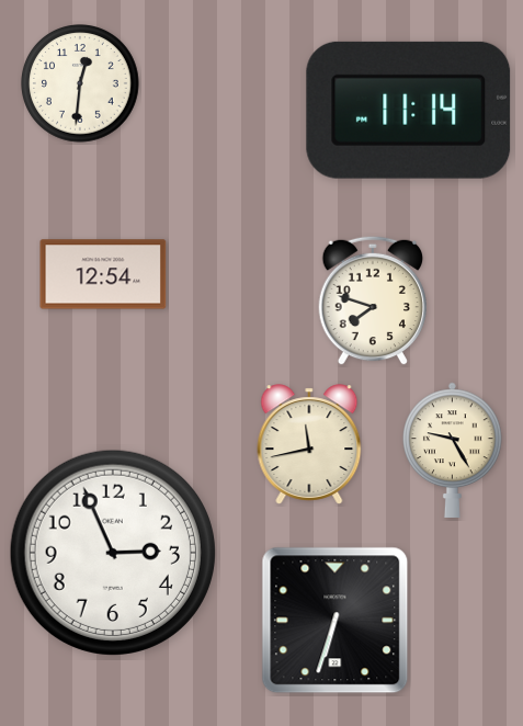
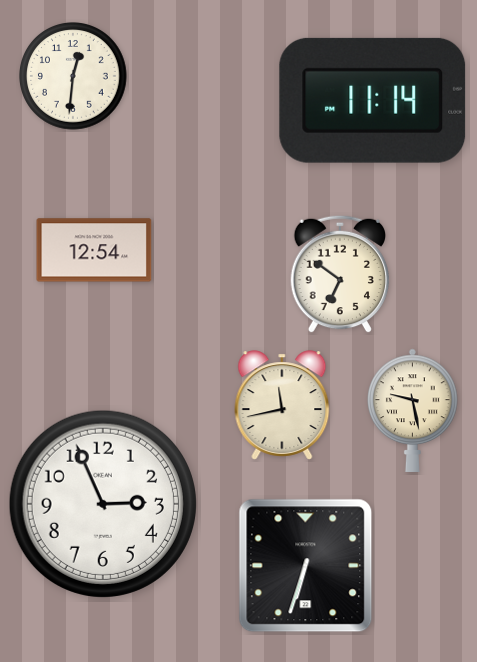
clock at (372, 300): 7:48 -> 6:51
clock at (453, 450): 9:25 -> 9:28
